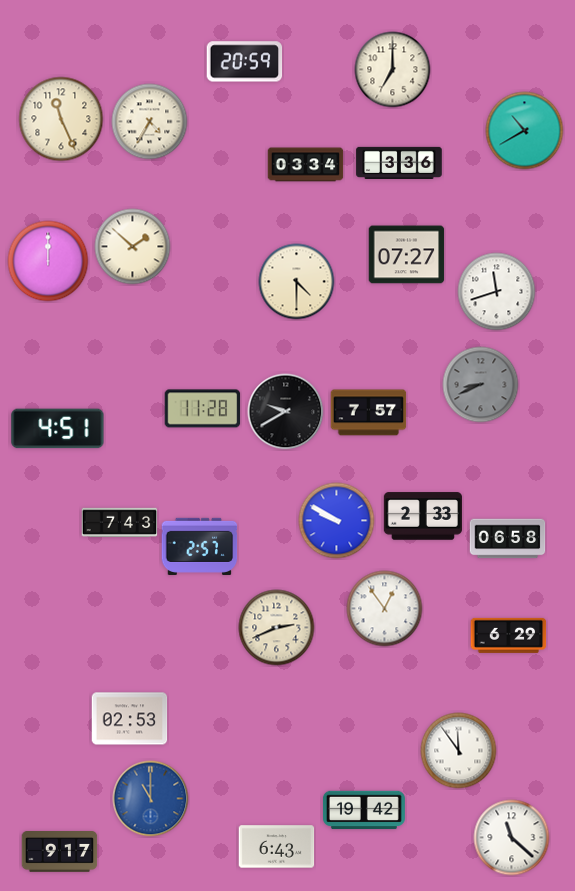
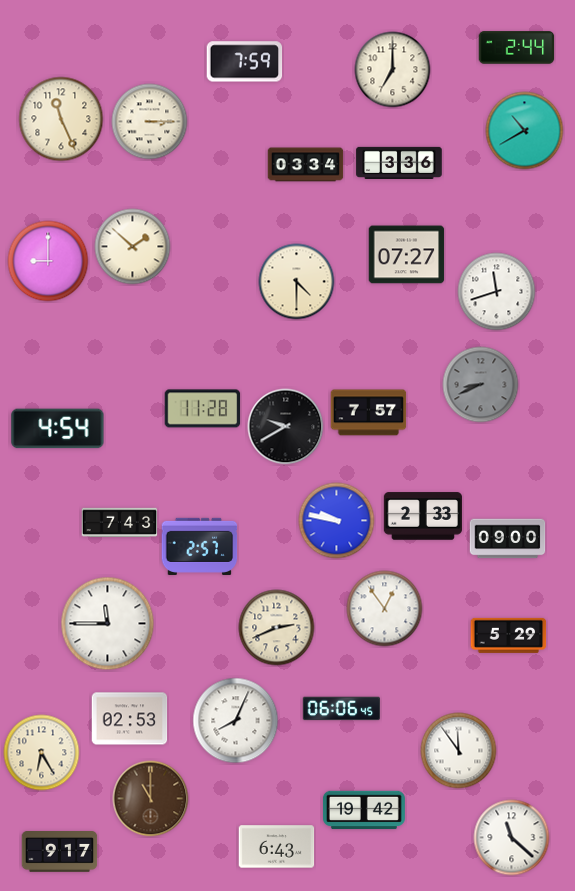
clock at (517, 48): none -> 2:44
clock at (245, 62): 20:59 -> 7:59
clock at (150, 122): 4:35 -> 3:15
clock at (48, 261): 12:00 -> 9:00
clock at (286, 412) position: (286, 412) -> (286, 427)
clock at (58, 429): 4:51 -> 4:54
clock at (337, 521): 9:50 -> 9:47
clock at (508, 539): 06:58 -> 09:00
clock at (108, 624): none -> 11:45
clock at (509, 635): 6:29 -> 5:29
clock at (341, 709): none -> 06:06
clock at (236, 721): none -> 8:04
clock at (42, 753): none -> 6:25
clock at (151, 799) dial: blue -> brown
